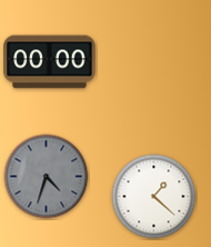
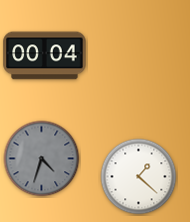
clock at (50, 62): 00:00 -> 00:04
